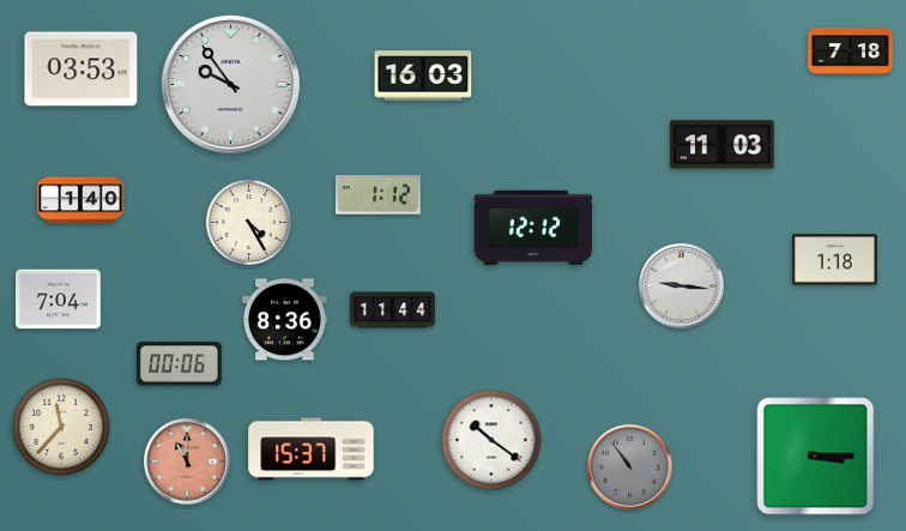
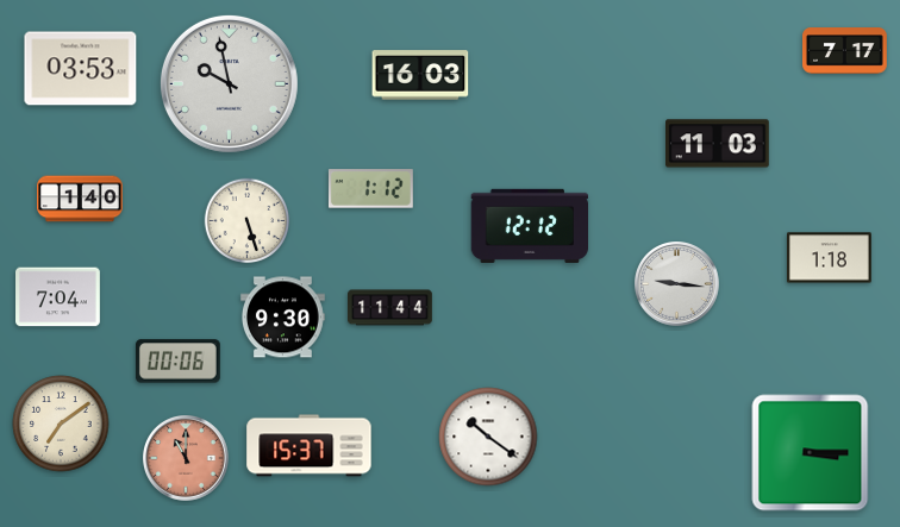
clock at (851, 52): 7:18 -> 7:17
clock at (230, 84): 9:54 -> 9:58
clock at (377, 195) position: (377, 195) -> (370, 189)
clock at (249, 223): 4:25 -> 5:27
clock at (285, 320): 8:36 -> 9:30
clock at (61, 427): 11:37 -> 7:09
clock at (630, 467): 10:54 -> none
